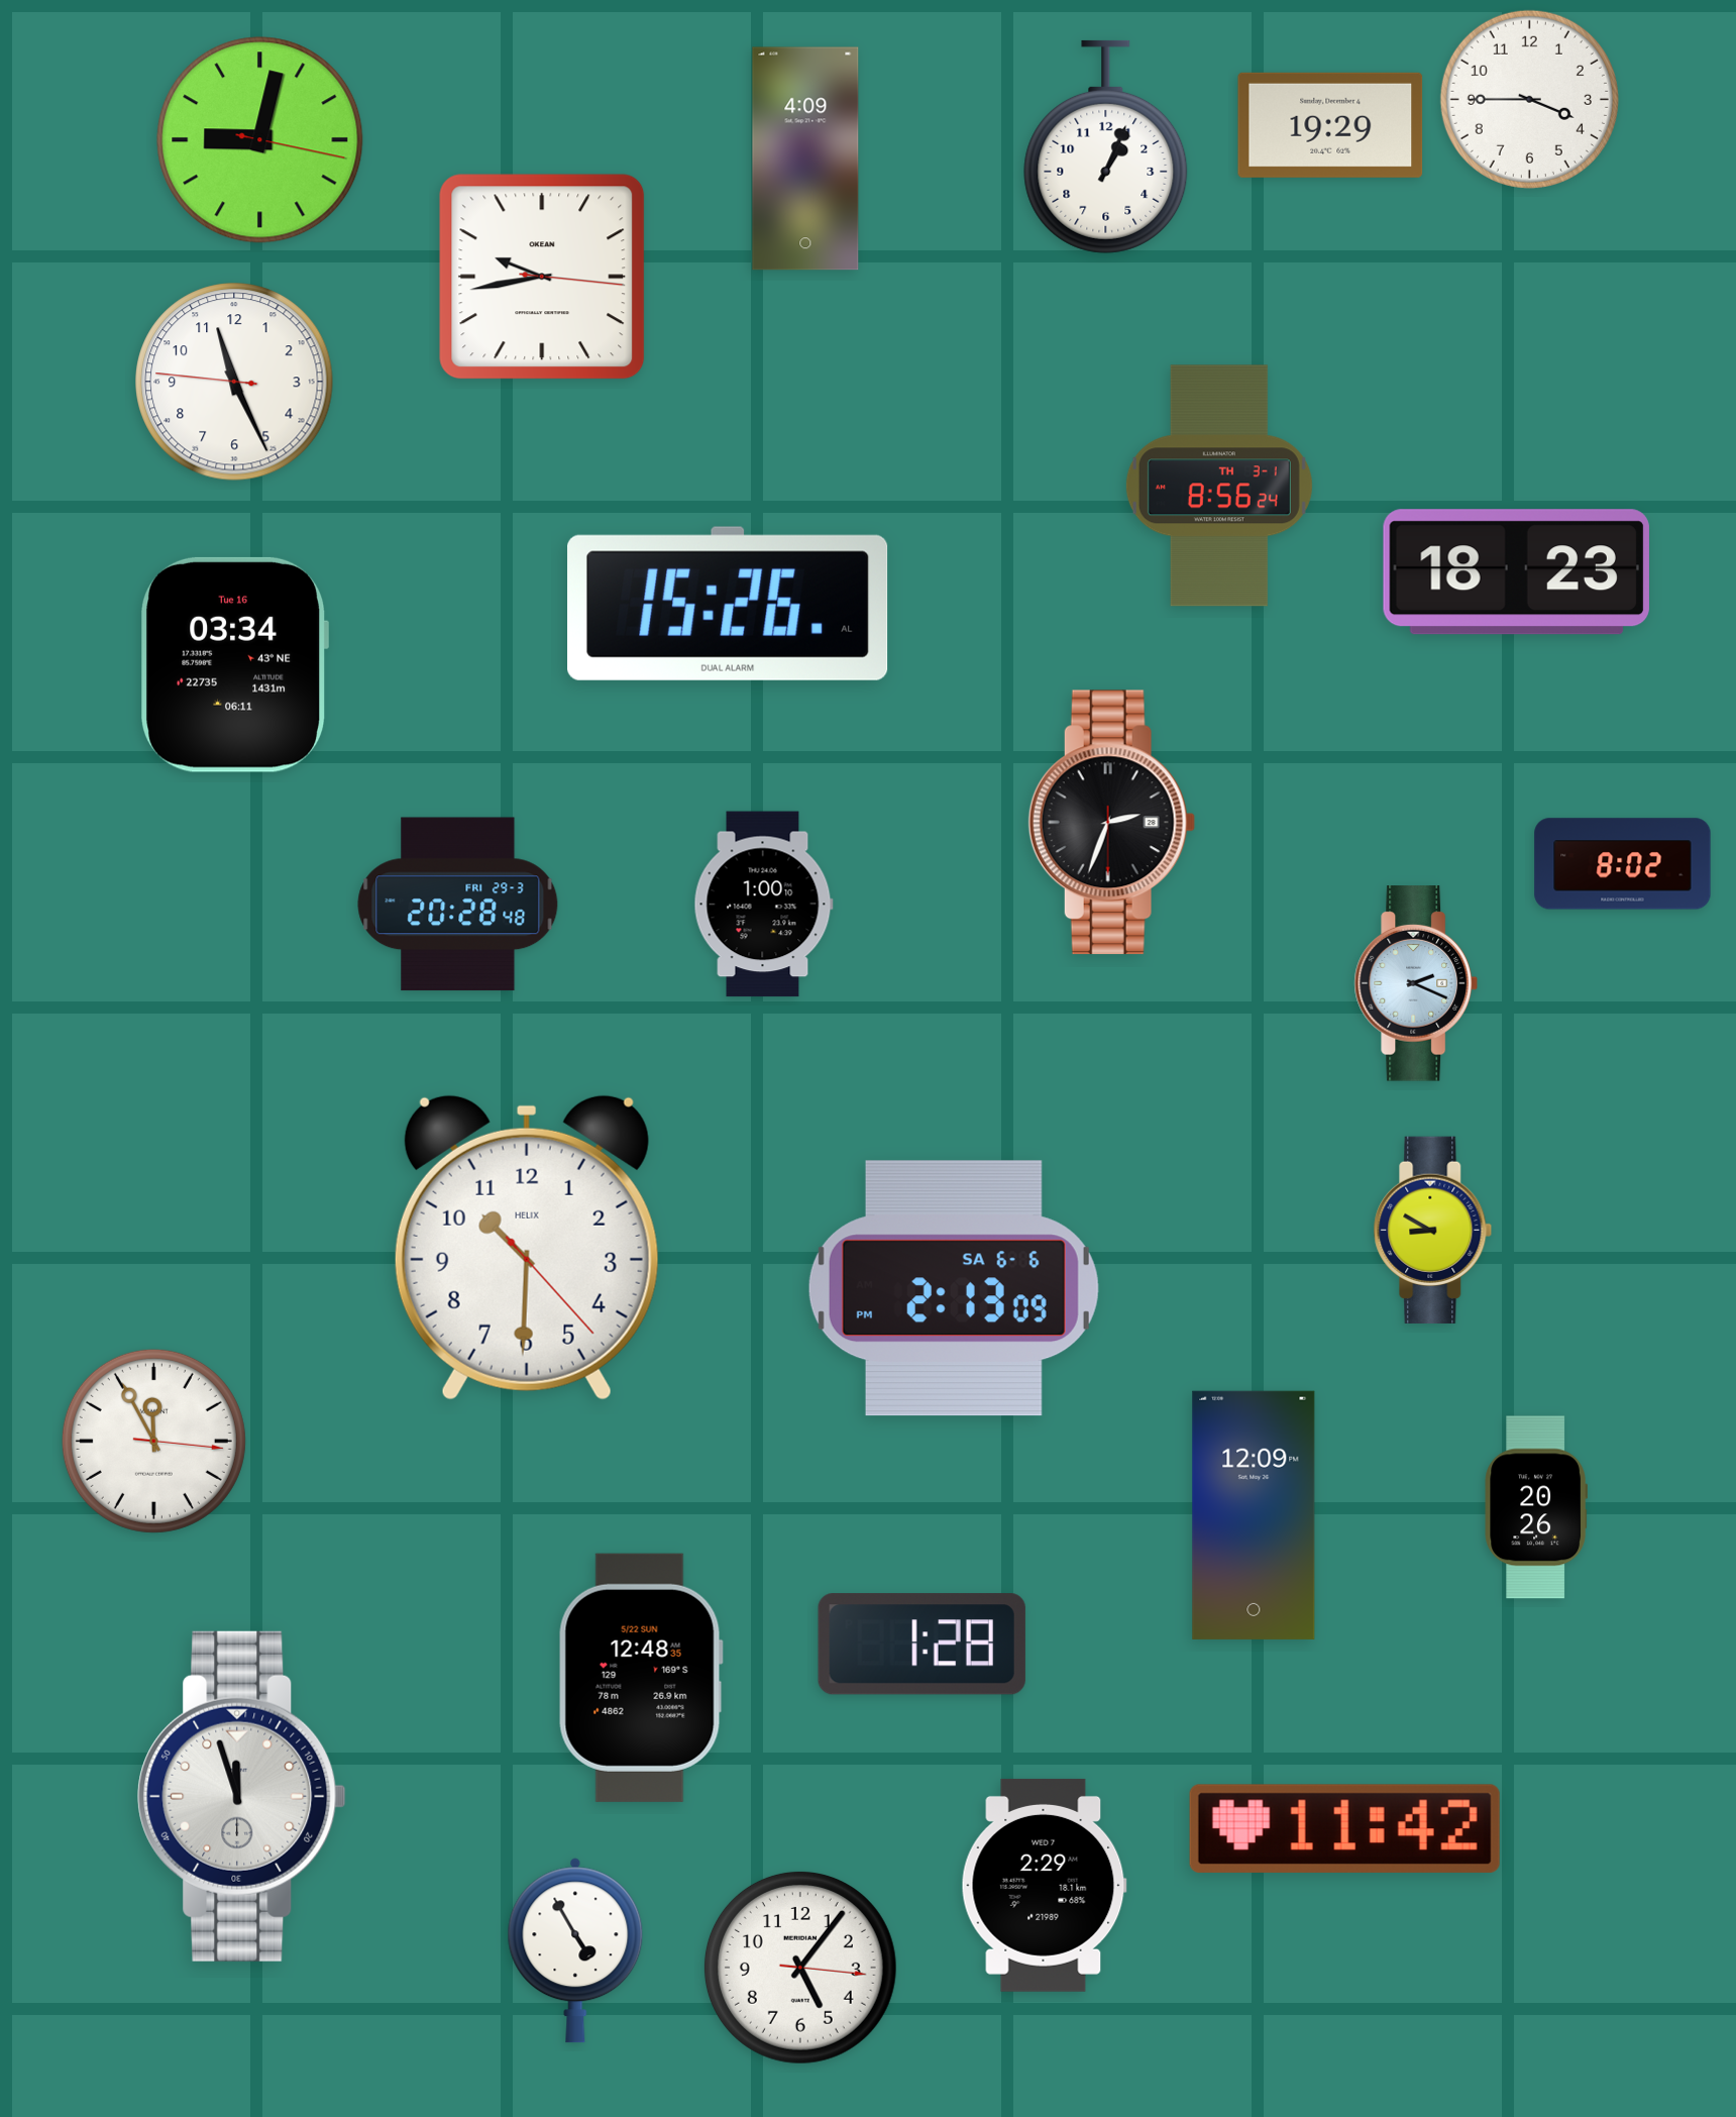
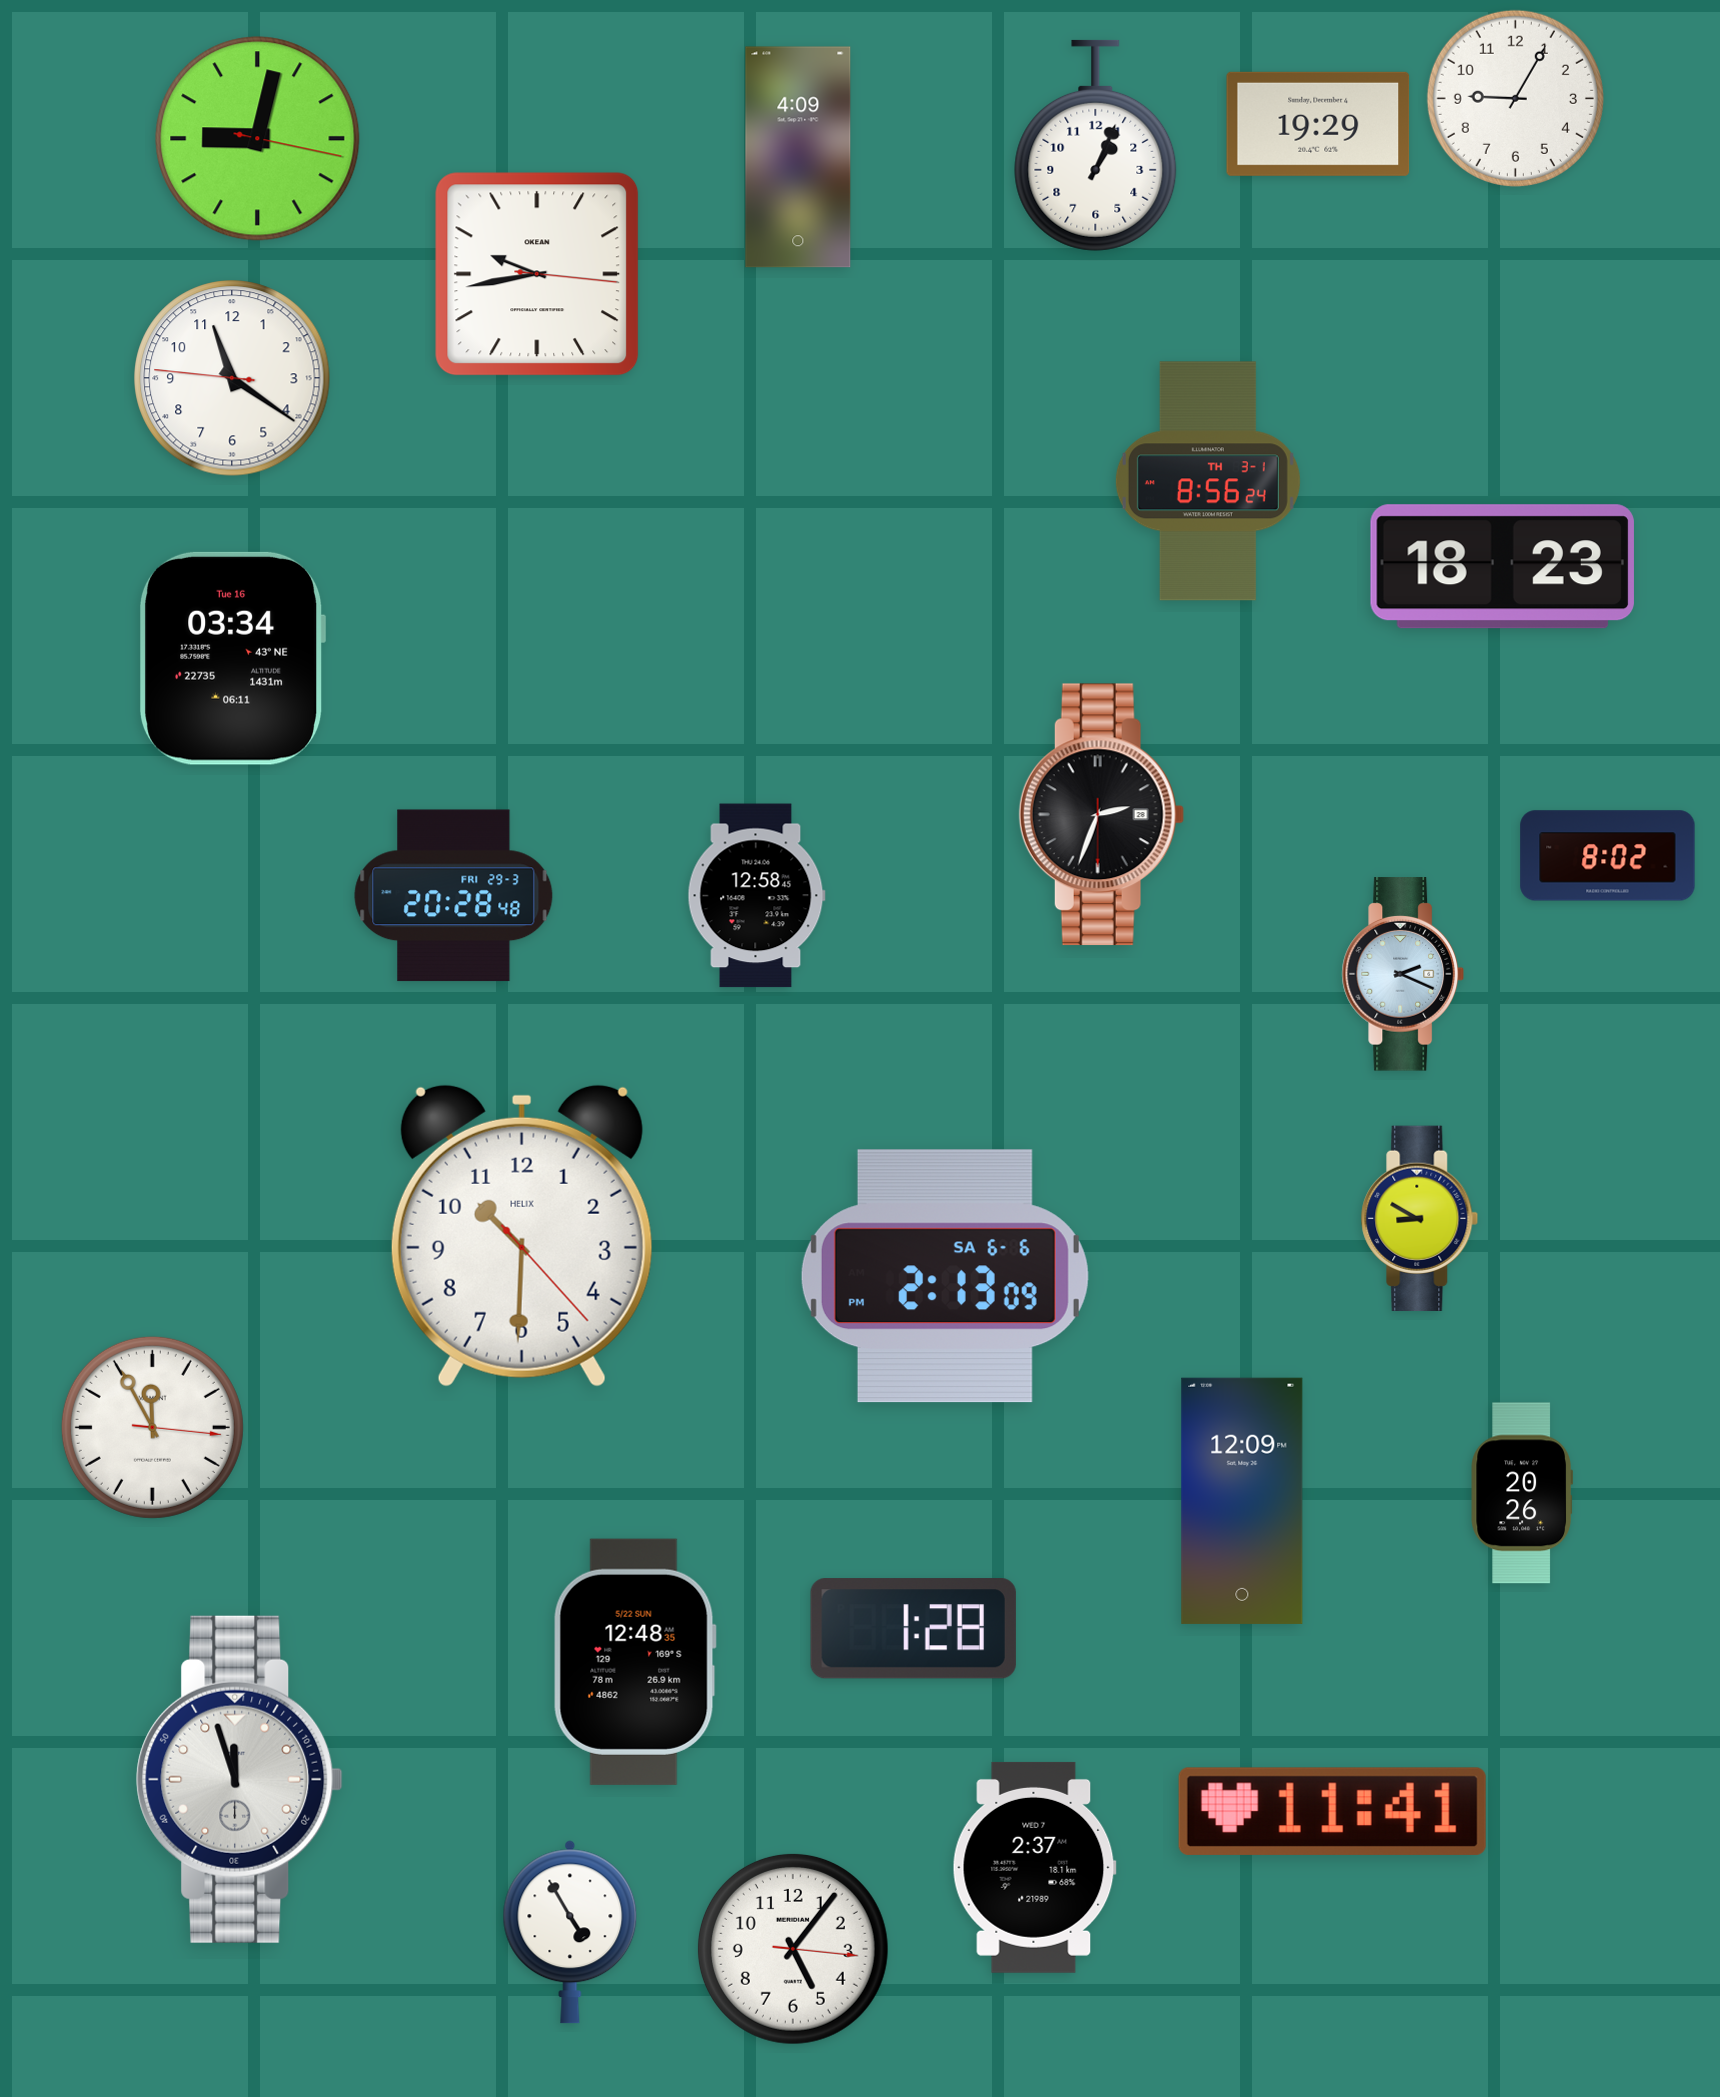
clock at (1529, 99): 3:45 -> 9:05
clock at (234, 382): 11:25 -> 11:20
clock at (728, 604): 15:26 -> none
clock at (763, 905): 1:00 -> 12:58
clock at (1344, 1828): 11:42 -> 11:41
clock at (1044, 1885): 2:29 -> 2:37
